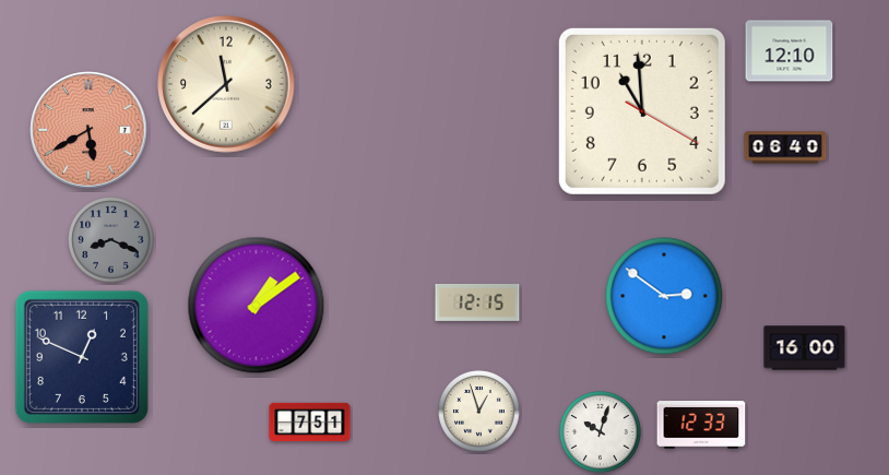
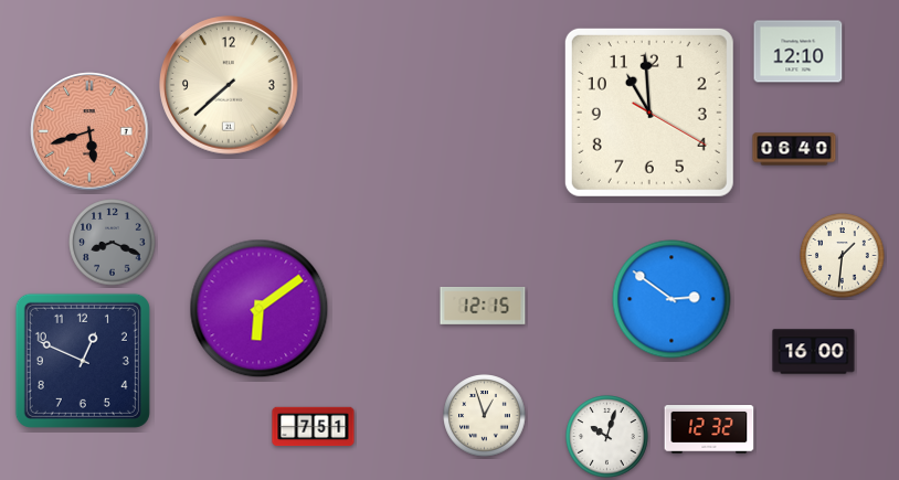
clock at (226, 84): 11:38 -> 7:38
clock at (88, 130): 5:40 -> 5:42
clock at (843, 256): none -> 1:31
clock at (257, 306): 1:09 -> 6:09
clock at (701, 426): 12:33 -> 12:32
